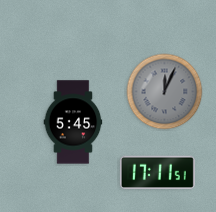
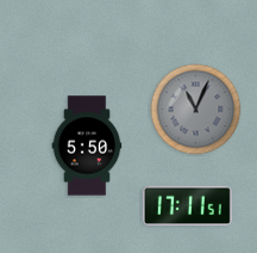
clock at (165, 92): 12:04 -> 11:04
clock at (73, 122): 5:45 -> 5:50
